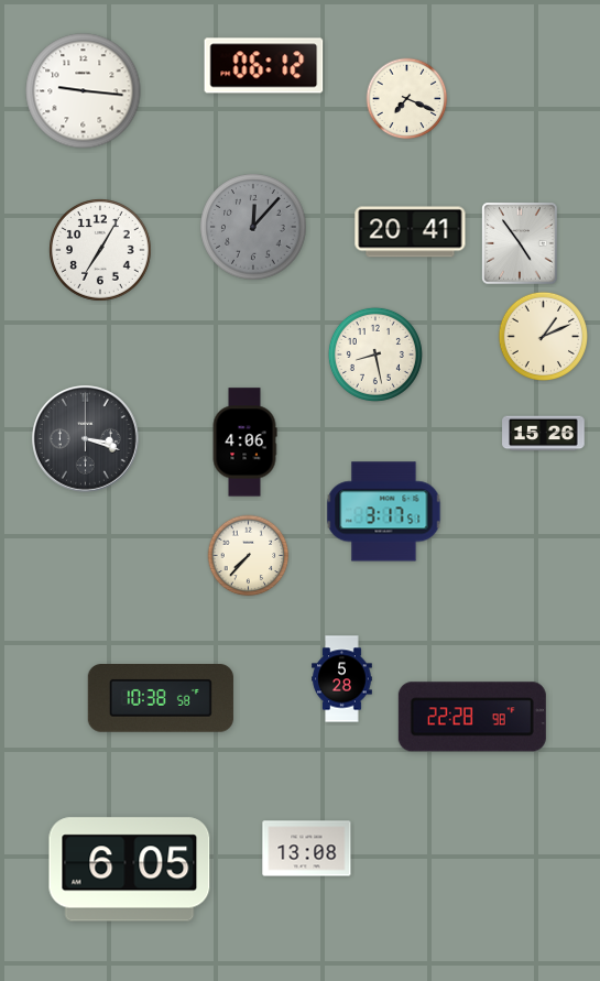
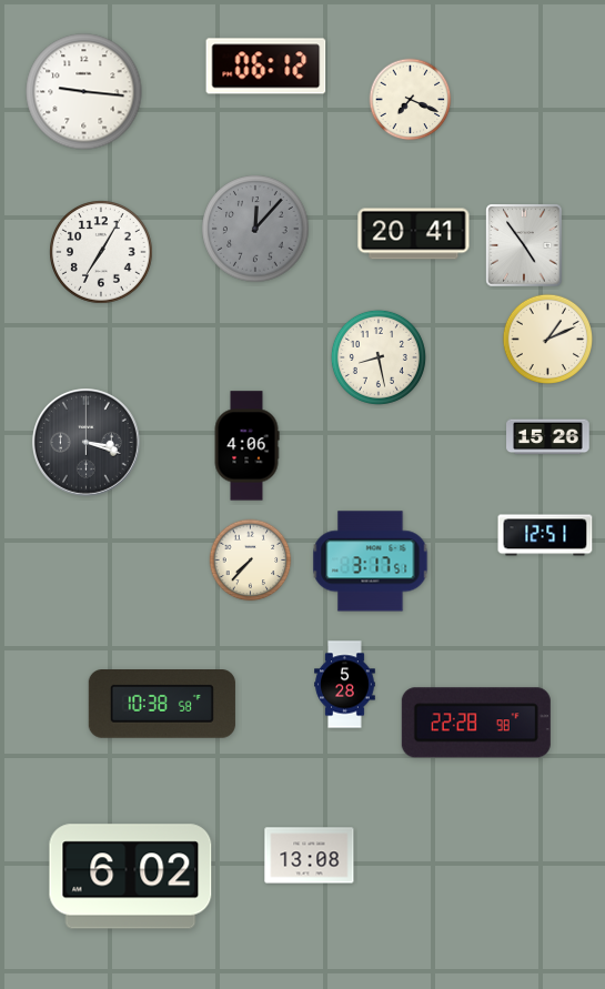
clock at (384, 512) position: (384, 512) -> (371, 562)
clock at (545, 535): none -> 12:51
clock at (130, 870): 6:05 -> 6:02
